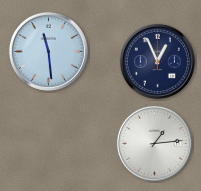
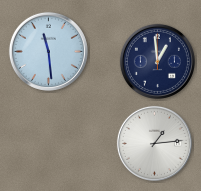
clock at (157, 61): 12:56 -> 12:59
